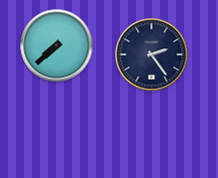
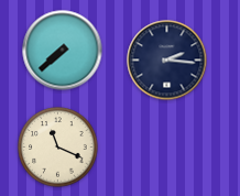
clock at (152, 55): 2:24 -> 2:16
clock at (58, 148): none -> 11:19
